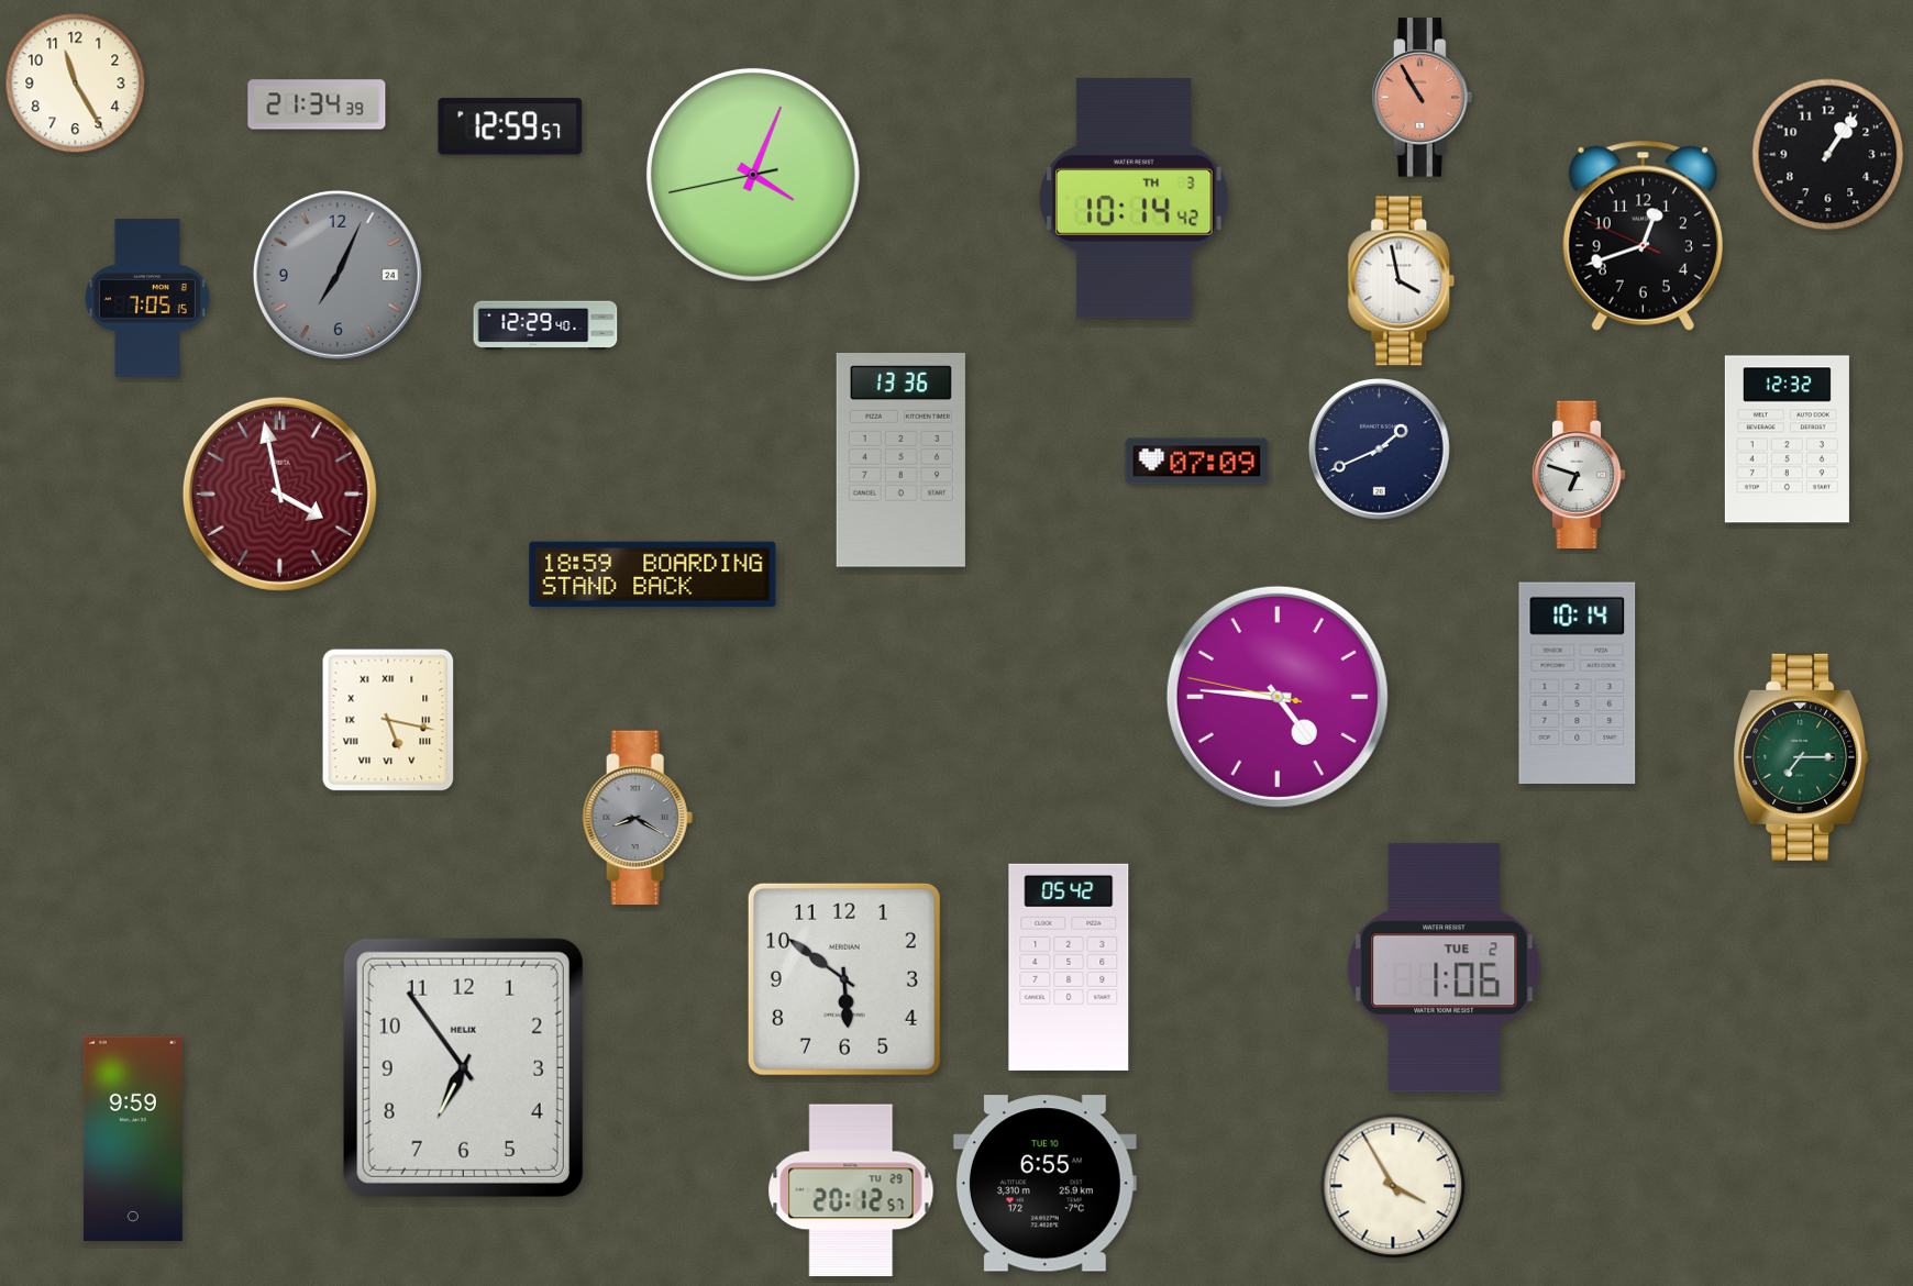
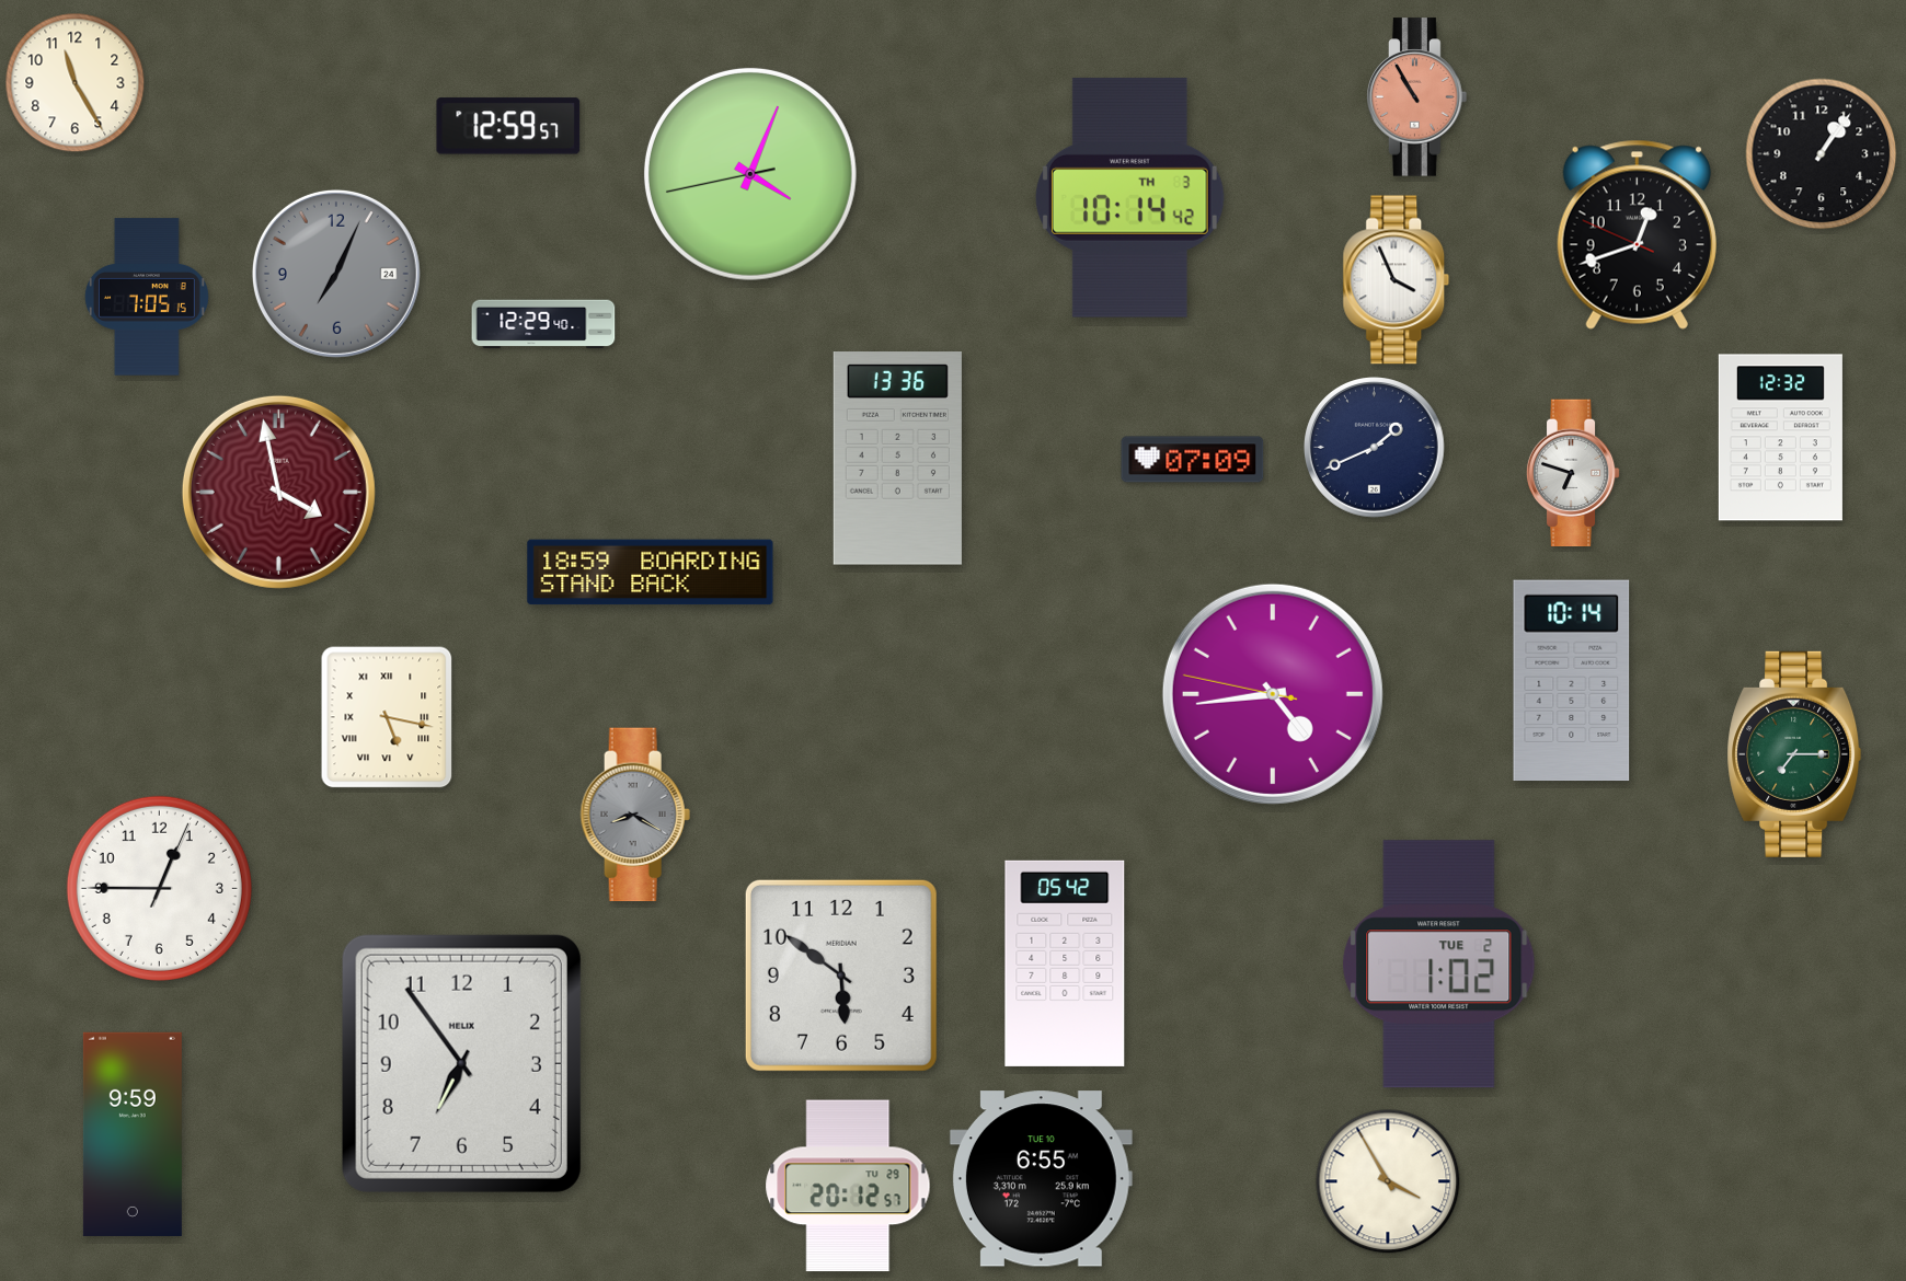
clock at (317, 104): 21:34 -> none
clock at (1402, 281): 3:58 -> 3:56
clock at (1278, 697): 4:45 -> 4:43
clock at (159, 888): none -> 12:45
clock at (1445, 968): 1:06 -> 1:02
